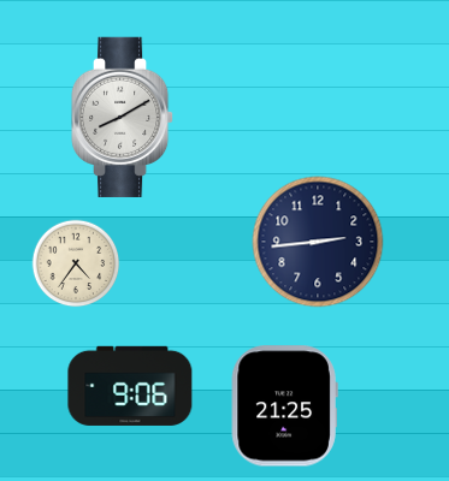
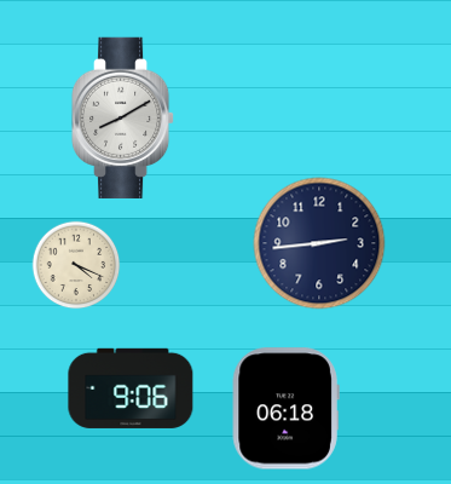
clock at (76, 263): 4:36 -> 4:19
clock at (284, 406): 21:25 -> 06:18
